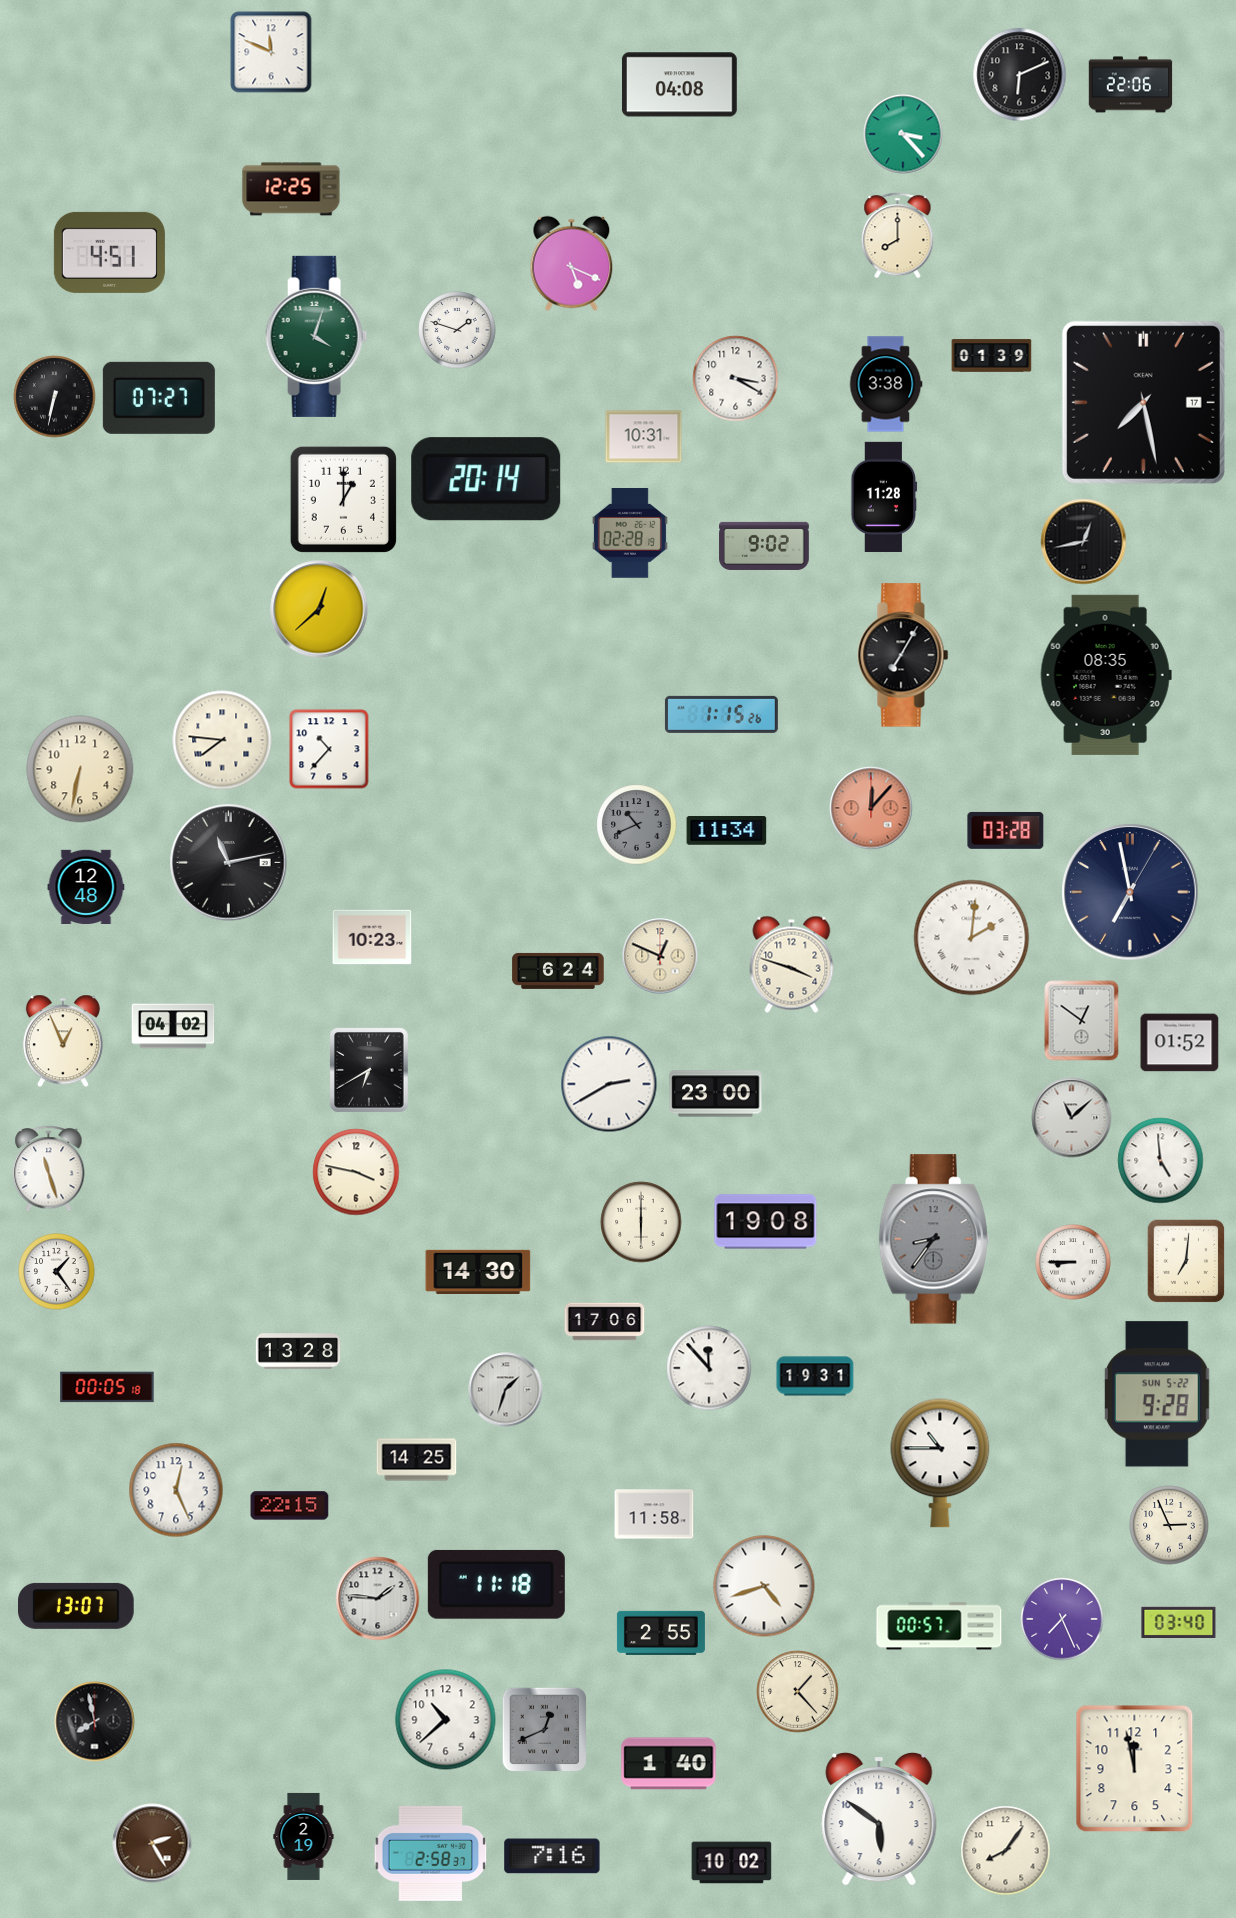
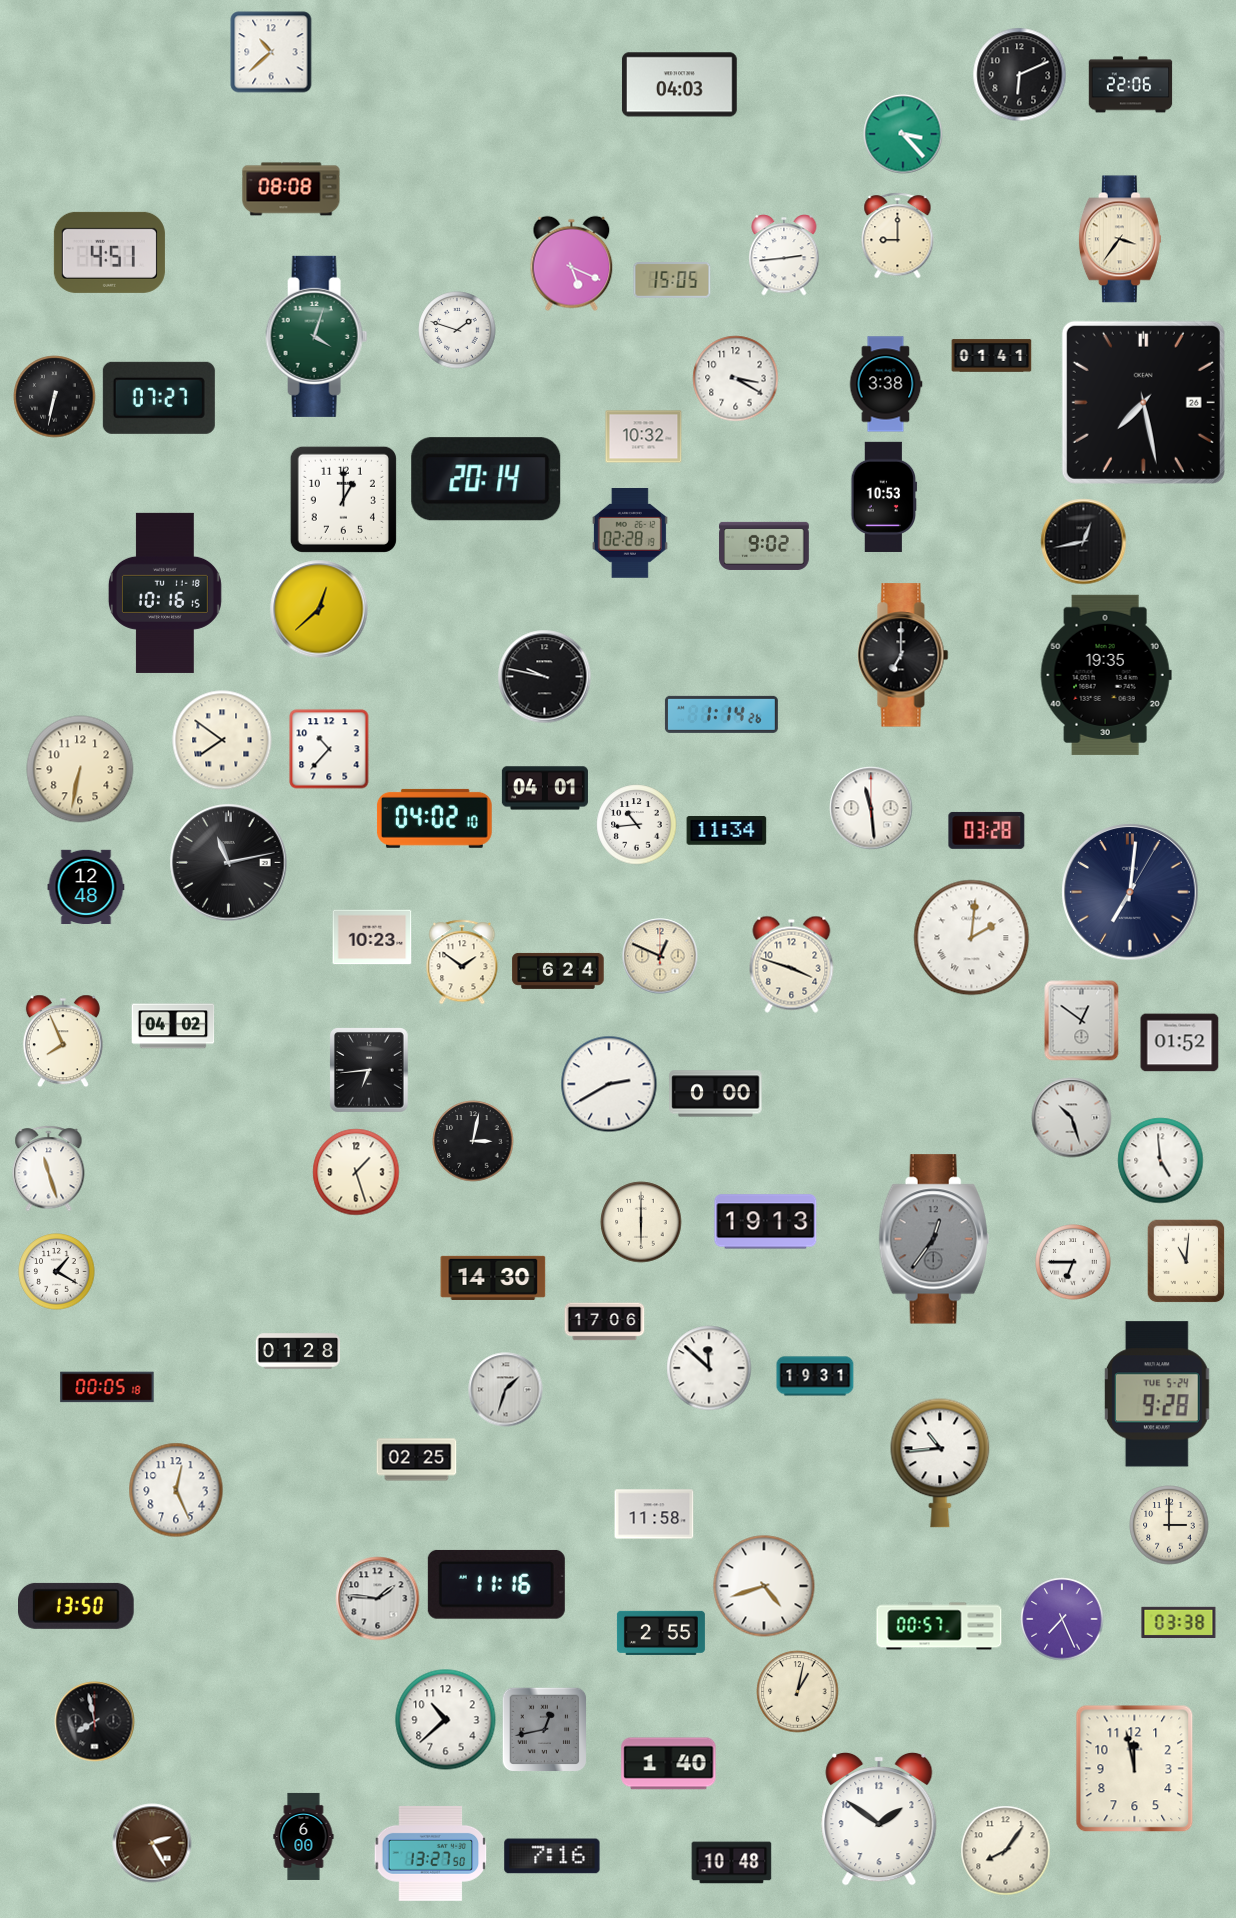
clock at (271, 52): 11:49 -> 10:38
clock at (679, 85): 04:08 -> 04:03
clock at (291, 189): 12:25 -> 08:08
clock at (898, 236): 8:00 -> 9:00
clock at (1120, 239): none -> 3:36
clock at (784, 255): none -> 2:44
clock at (672, 281): none -> 15:05
clock at (992, 356): 01:39 -> 01:41
clock at (1143, 402) date: 17 -> 26
clock at (644, 437): 10:31 -> 10:32
clock at (884, 497): 11:28 -> 10:53
clock at (165, 593): none -> 10:16
clock at (903, 655): 7:05 -> 7:00
clock at (1106, 675): 08:35 -> 19:35
clock at (545, 677): none -> 9:47
clock at (721, 714): 1:15 -> 1:14
clock at (222, 740): 7:46 -> 7:51
clock at (545, 788): none -> 04:01
clock at (871, 808): 12:07 -> 11:29
clock at (871, 808) dial: salmon -> white
clock at (434, 818): none -> 04:02
clock at (637, 825): 10:41 -> 10:44
clock at (637, 825) dial: grey -> white
clock at (1006, 830) position: (1006, 830) -> (987, 830)
clock at (1130, 892): 6:58 -> 7:01
clock at (462, 962): none -> 1:51
clock at (63, 1041): 12:56 -> 7:56
clock at (370, 1070): 6:40 -> 6:44
clock at (716, 1094): 23:00 -> 0:00
clock at (1072, 1118): 11:08 -> 10:27
clock at (473, 1141): none -> 3:02
clock at (356, 1172): 3:47 -> 1:27
clock at (766, 1222): 19:08 -> 19:13
clock at (934, 1239): 8:36 -> 12:36
clock at (1186, 1261): 7:01 -> 11:01
clock at (1073, 1262): 8:45 -> 6:45
clock at (57, 1272): 1:24 -> 1:20
clock at (478, 1272) position: (478, 1272) -> (493, 1278)
clock at (298, 1351): 13:28 -> 01:28
clock at (709, 1368): 11:53 -> 11:52
clock at (1157, 1394) date: SUN 5-22 -> TUE 5-24
clock at (417, 1460): 14:25 -> 02:25
clock at (940, 1463): 10:45 -> 10:44
clock at (290, 1506): 22:15 -> none
clock at (1169, 1525): 2:56 -> 3:00
clock at (496, 1584): 11:18 -> 11:16
clock at (77, 1606): 13:07 -> 13:50
clock at (1179, 1622): 03:40 -> 03:38
clock at (798, 1692): 1:23 -> 1:02
clock at (545, 1730): 12:41 -> 12:43
clock at (879, 1819): 5:51 -> 1:51
clock at (304, 1836): 2:19 -> 6:00
clock at (431, 1853): 2:58 -> 13:27
clock at (732, 1863): 10:02 -> 10:48
